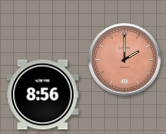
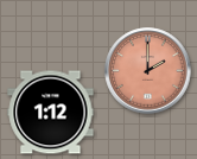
clock at (43, 95): 8:56 -> 1:12
